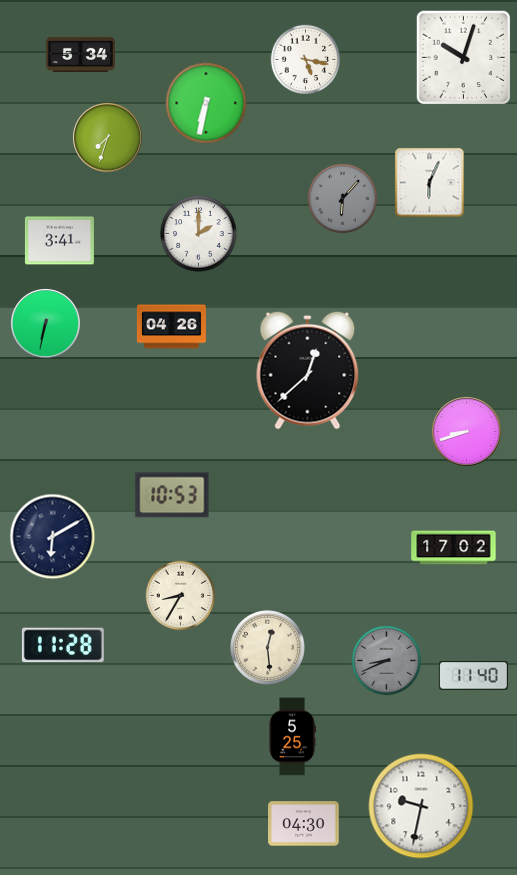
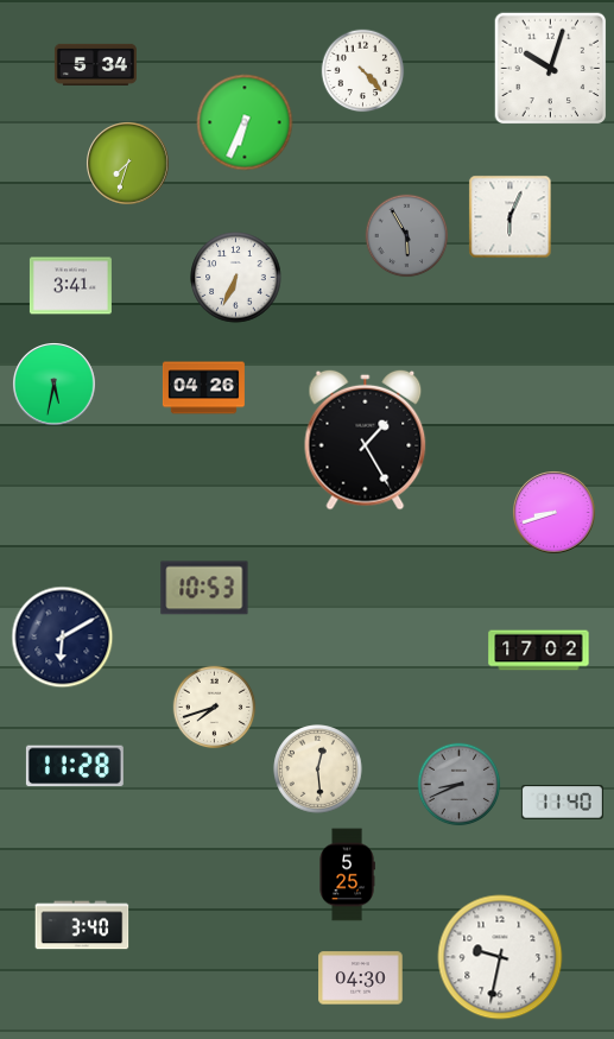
clock at (306, 60): 5:17 -> 4:23
clock at (206, 103): 6:32 -> 6:34
clock at (343, 199): 6:07 -> 5:55
clock at (199, 234): 2:00 -> 6:34
clock at (46, 324): 6:32 -> 5:32
clock at (308, 370): 12:38 -> 1:25
clock at (181, 596): 8:35 -> 7:42
clock at (82, 925): none -> 3:40
